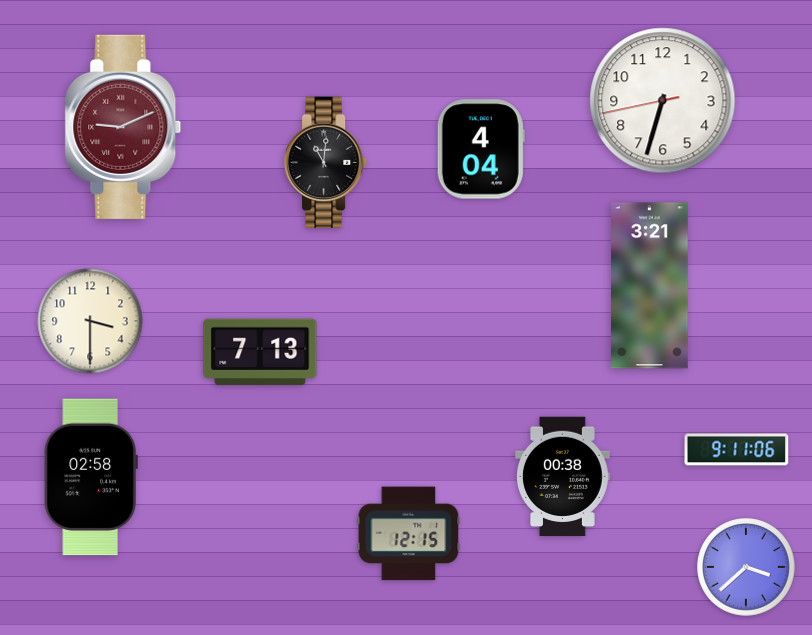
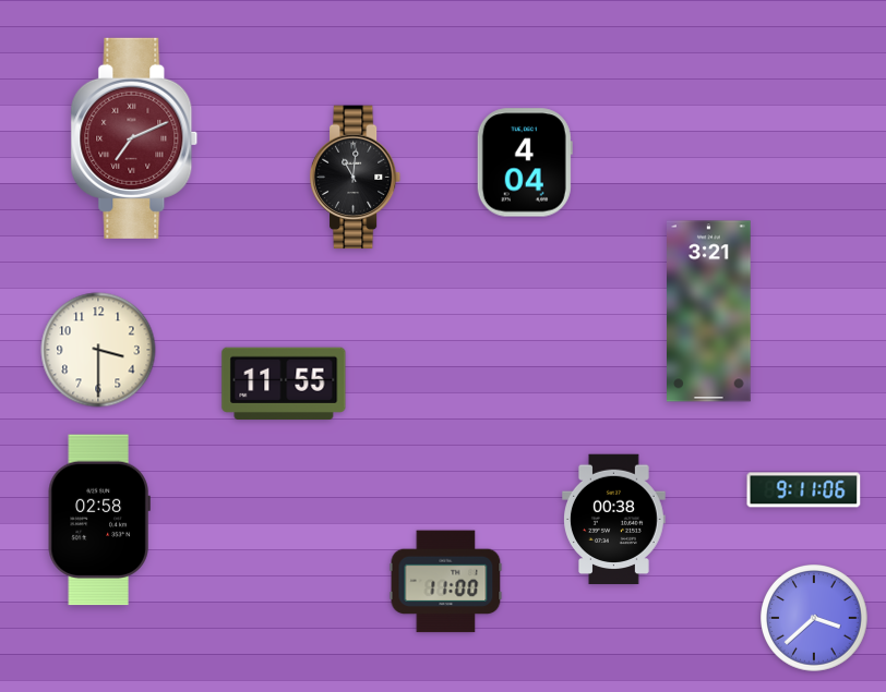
clock at (663, 101): 6:32 -> none
clock at (123, 127): 9:11 -> 7:11
clock at (260, 351): 7:13 -> 11:55
clock at (409, 534): 12:15 -> 11:00
